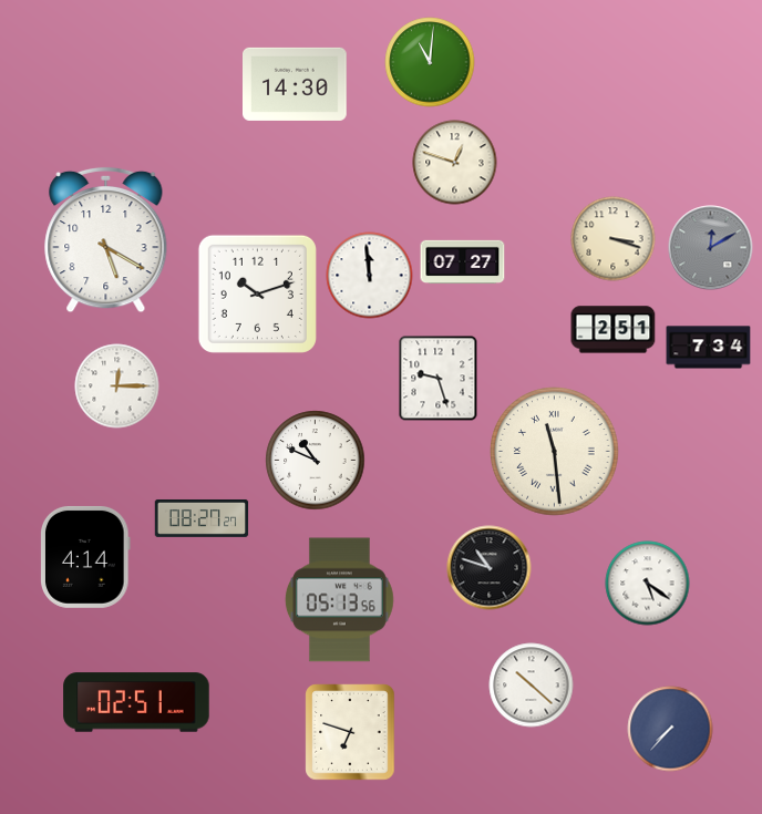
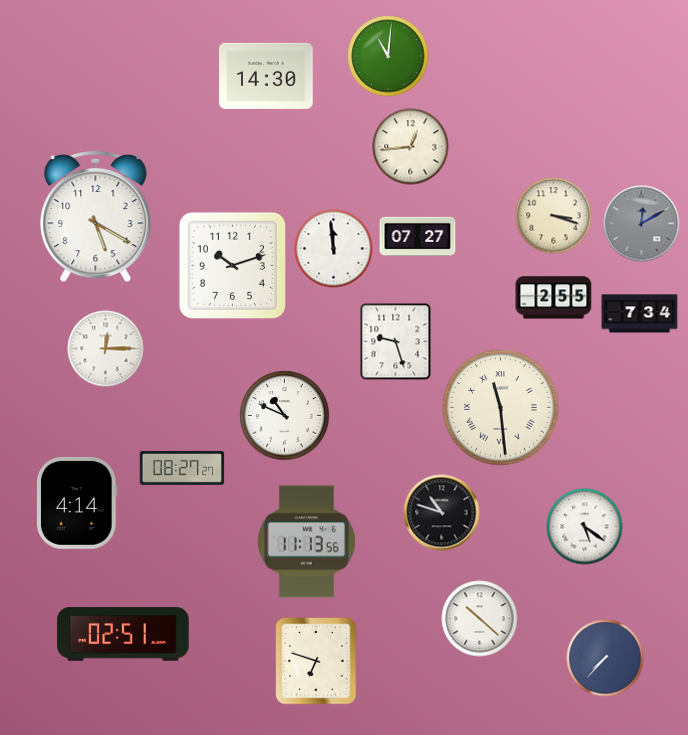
clock at (455, 163): 12:48 -> 12:44
clock at (614, 330): 2:51 -> 2:55
clock at (339, 600): 05:13 -> 11:13
